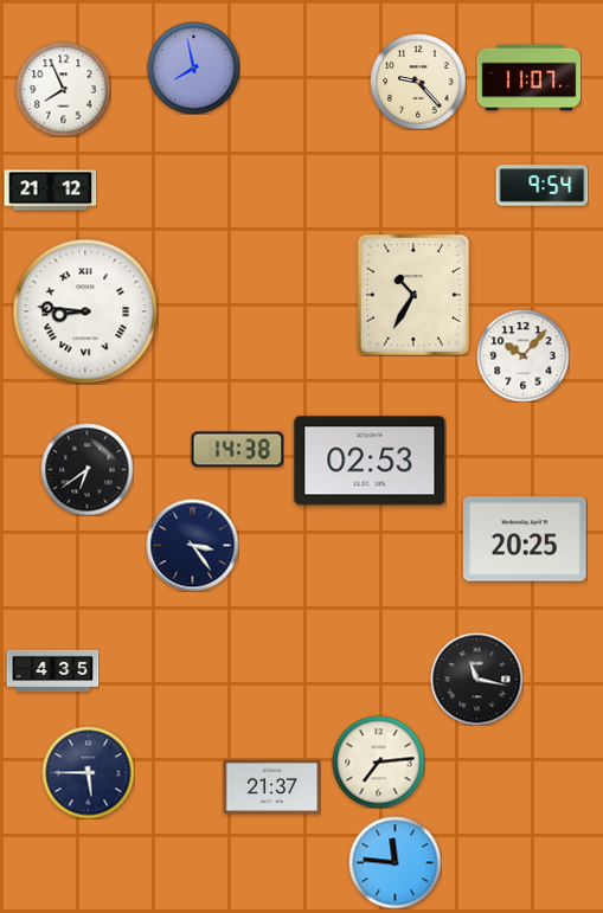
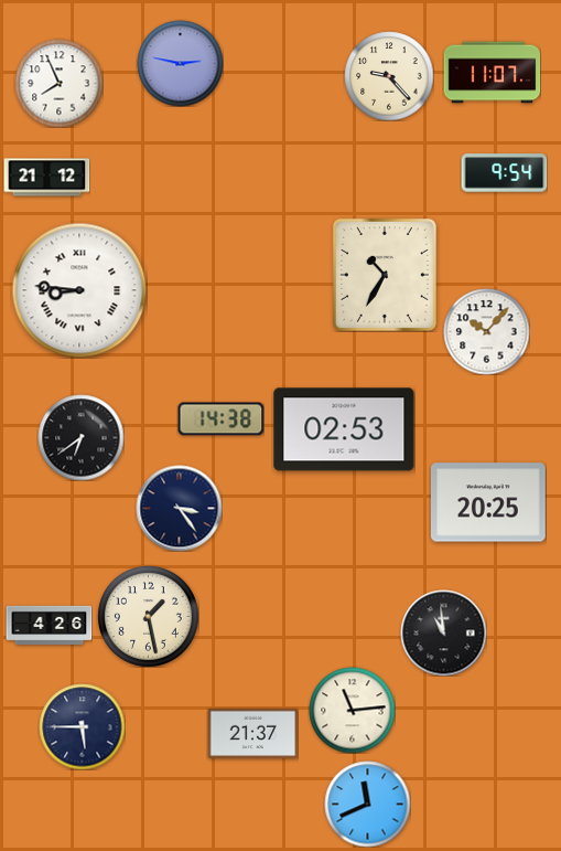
clock at (193, 67): 7:58 -> 2:47
clock at (148, 616): none -> 1:28
clock at (52, 670): 4:35 -> 4:26
clock at (476, 679): 11:17 -> 10:59
clock at (378, 761): 7:14 -> 11:14
clock at (88, 772) position: (88, 772) -> (82, 726)
clock at (394, 862): 11:46 -> 11:41
